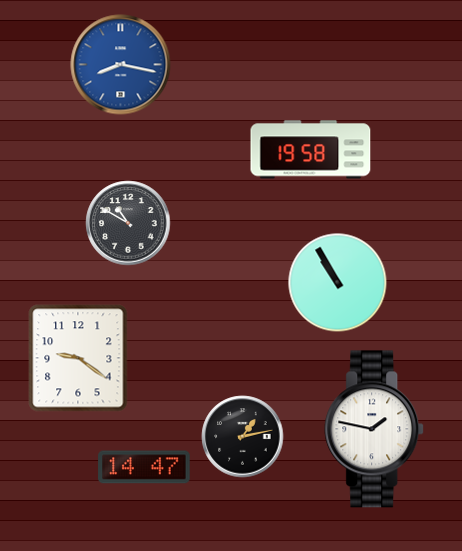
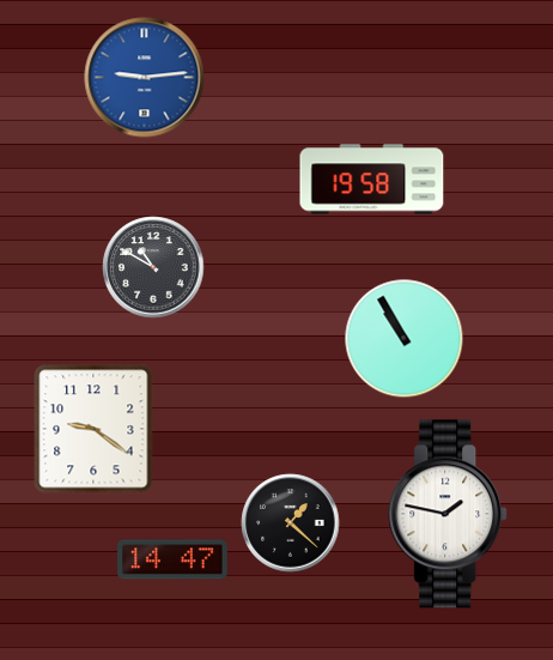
clock at (121, 65): 8:17 -> 9:14
clock at (243, 437): 1:13 -> 1:22
